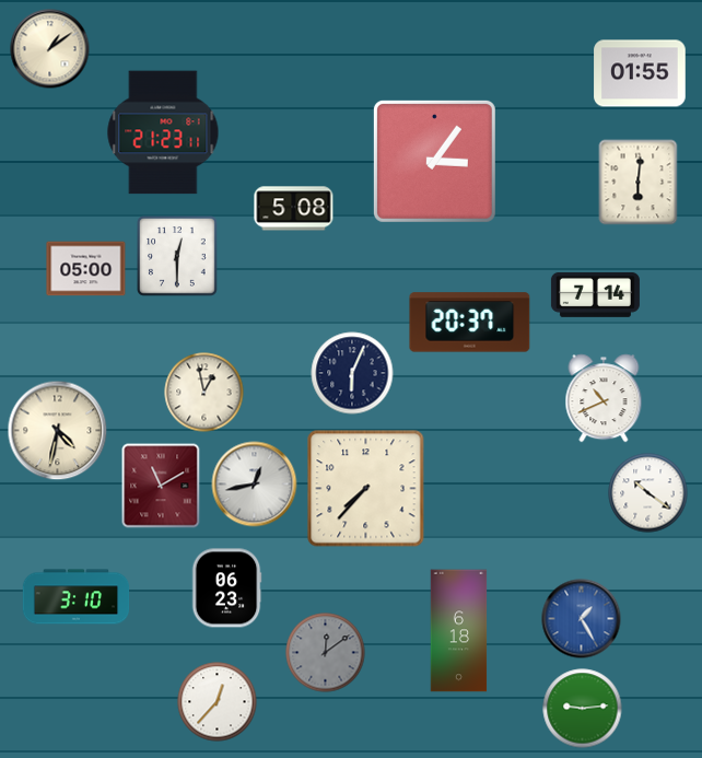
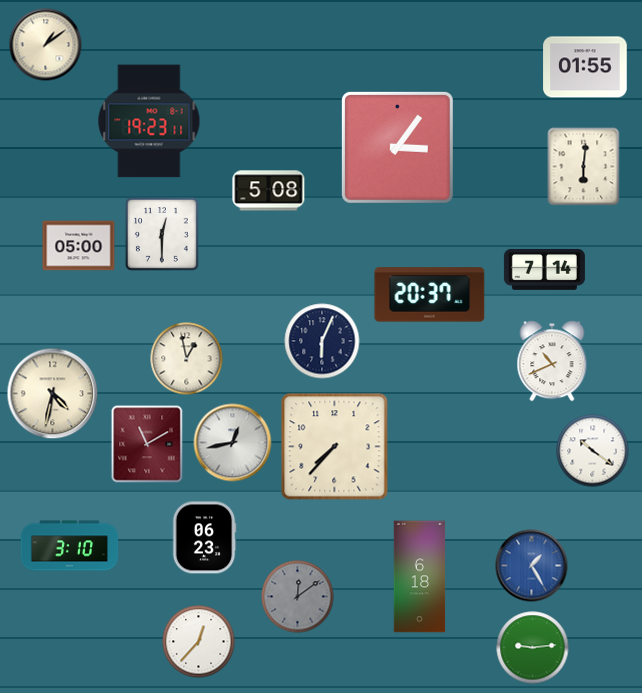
clock at (163, 132): 21:23 -> 19:23
clock at (604, 398) position: (604, 398) -> (552, 361)
clock at (226, 588) position: (226, 588) -> (204, 538)
